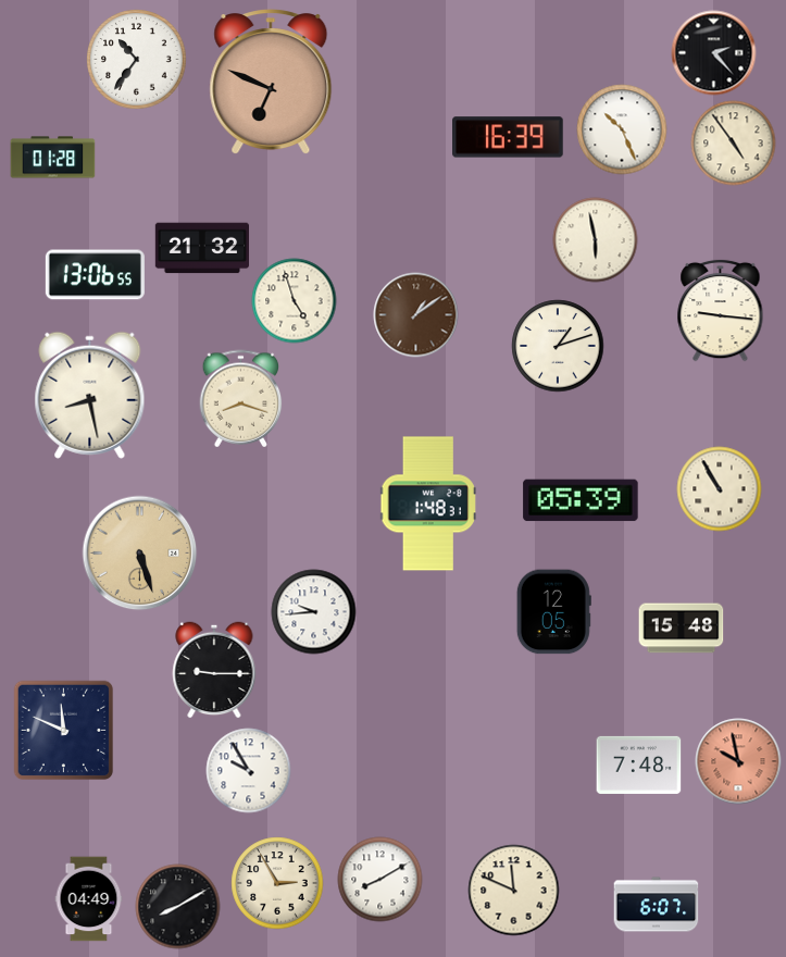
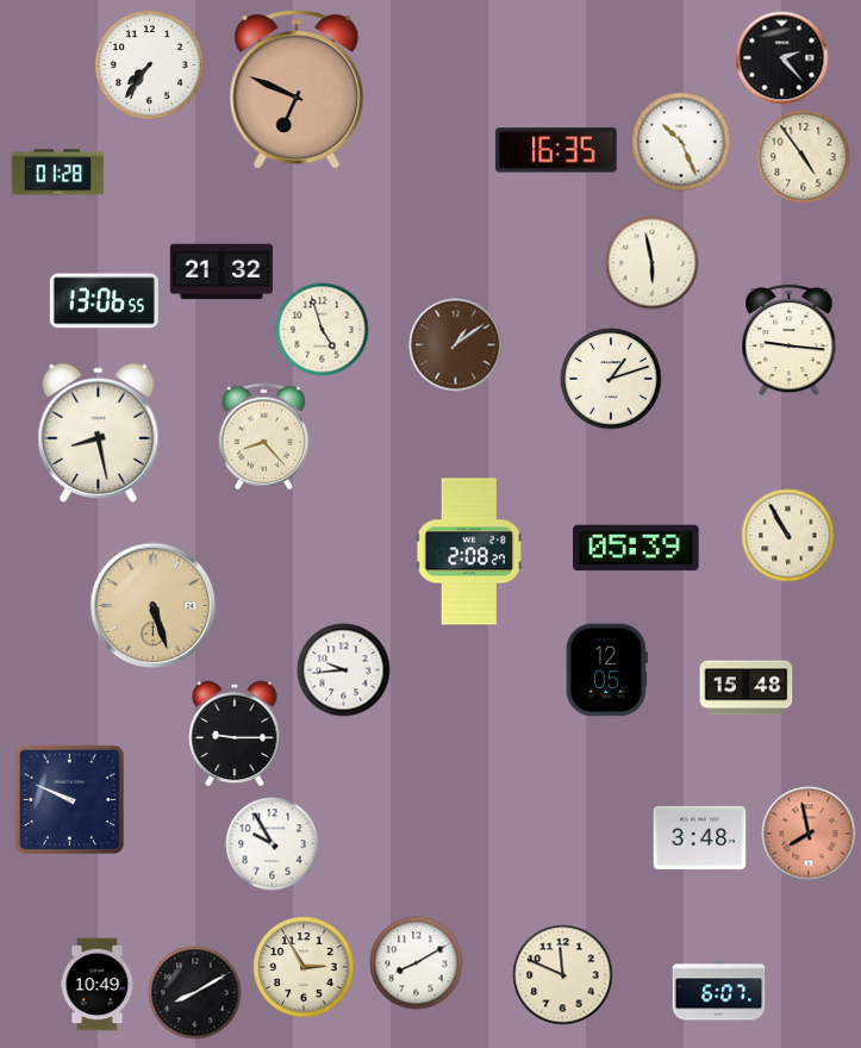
clock at (136, 59): 10:36 -> 7:36
clock at (508, 137): 16:39 -> 16:35
clock at (241, 398): 8:18 -> 8:23
clock at (428, 504): 1:48 -> 2:08
clock at (63, 730): 11:49 -> 9:49
clock at (738, 761): 9:58 -> 7:58
clock at (638, 765): 7:48 -> 3:48
clock at (89, 898): 04:49 -> 10:49
